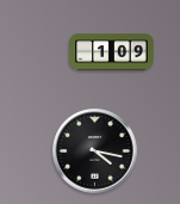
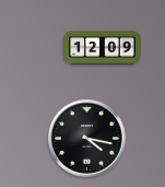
clock at (112, 52): 1:09 -> 12:09
